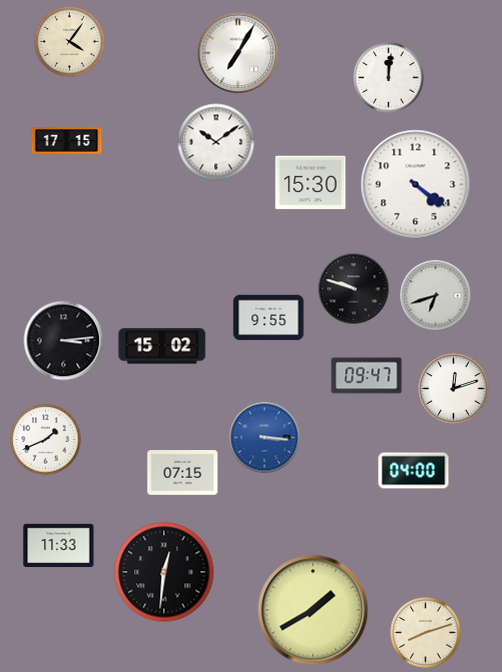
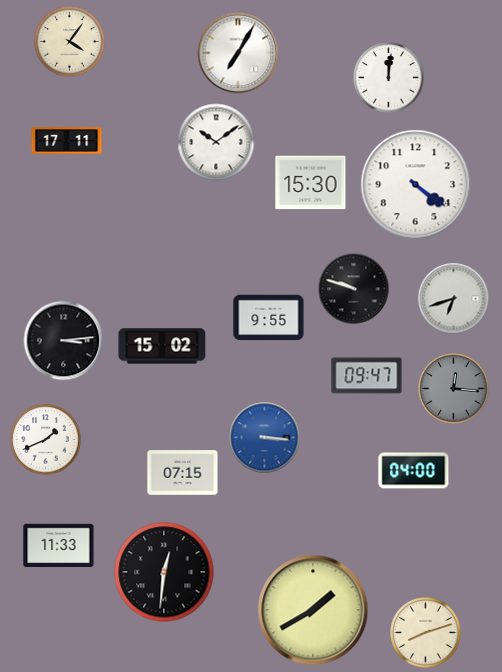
clock at (67, 141): 17:15 -> 17:11
clock at (436, 296) position: (436, 296) -> (454, 299)
clock at (454, 389): 12:12 -> 12:16
clock at (454, 389) dial: white -> grey
